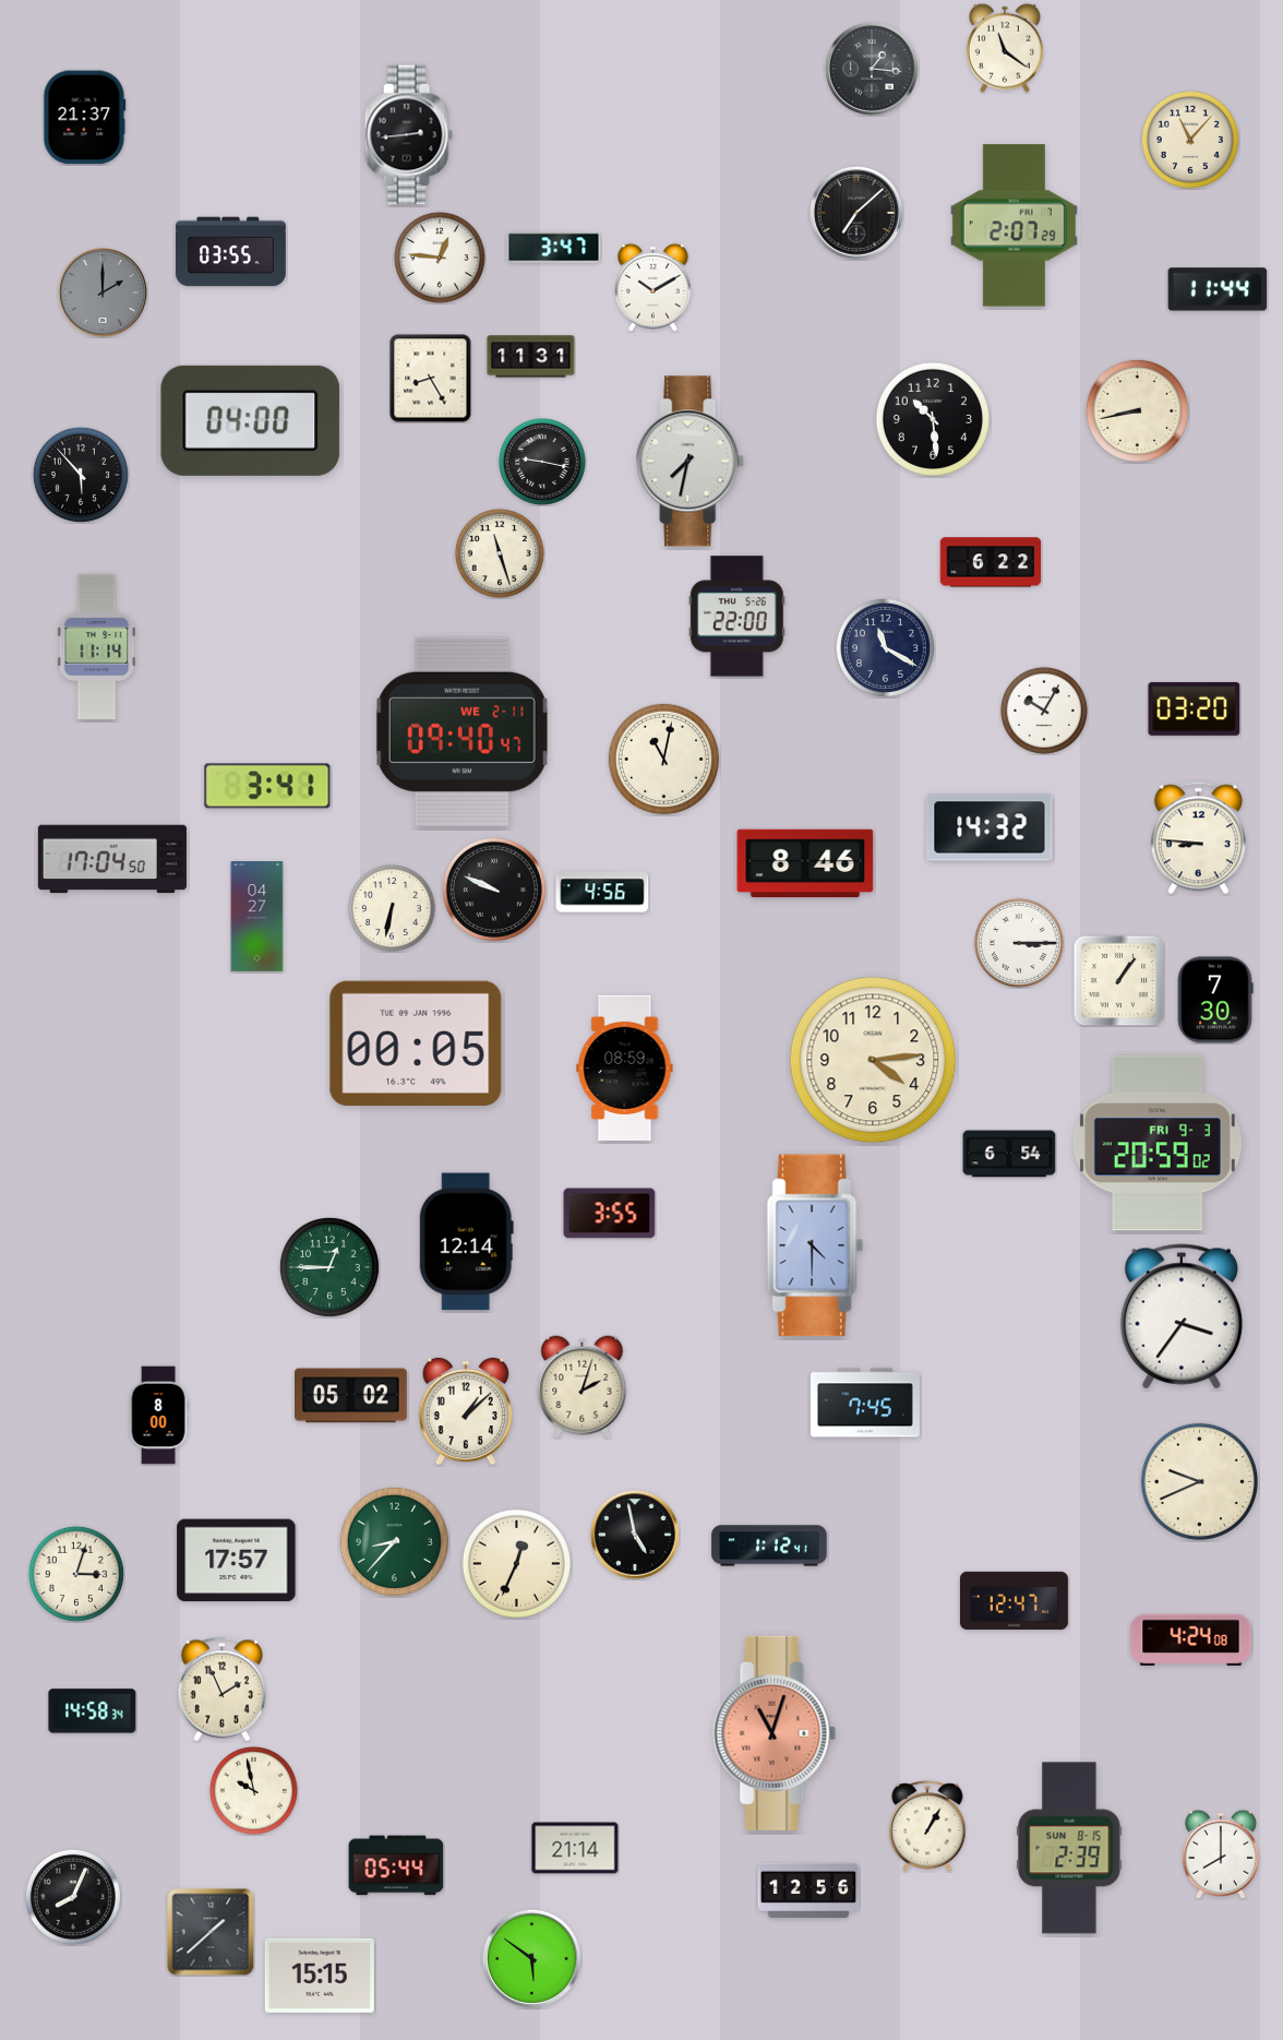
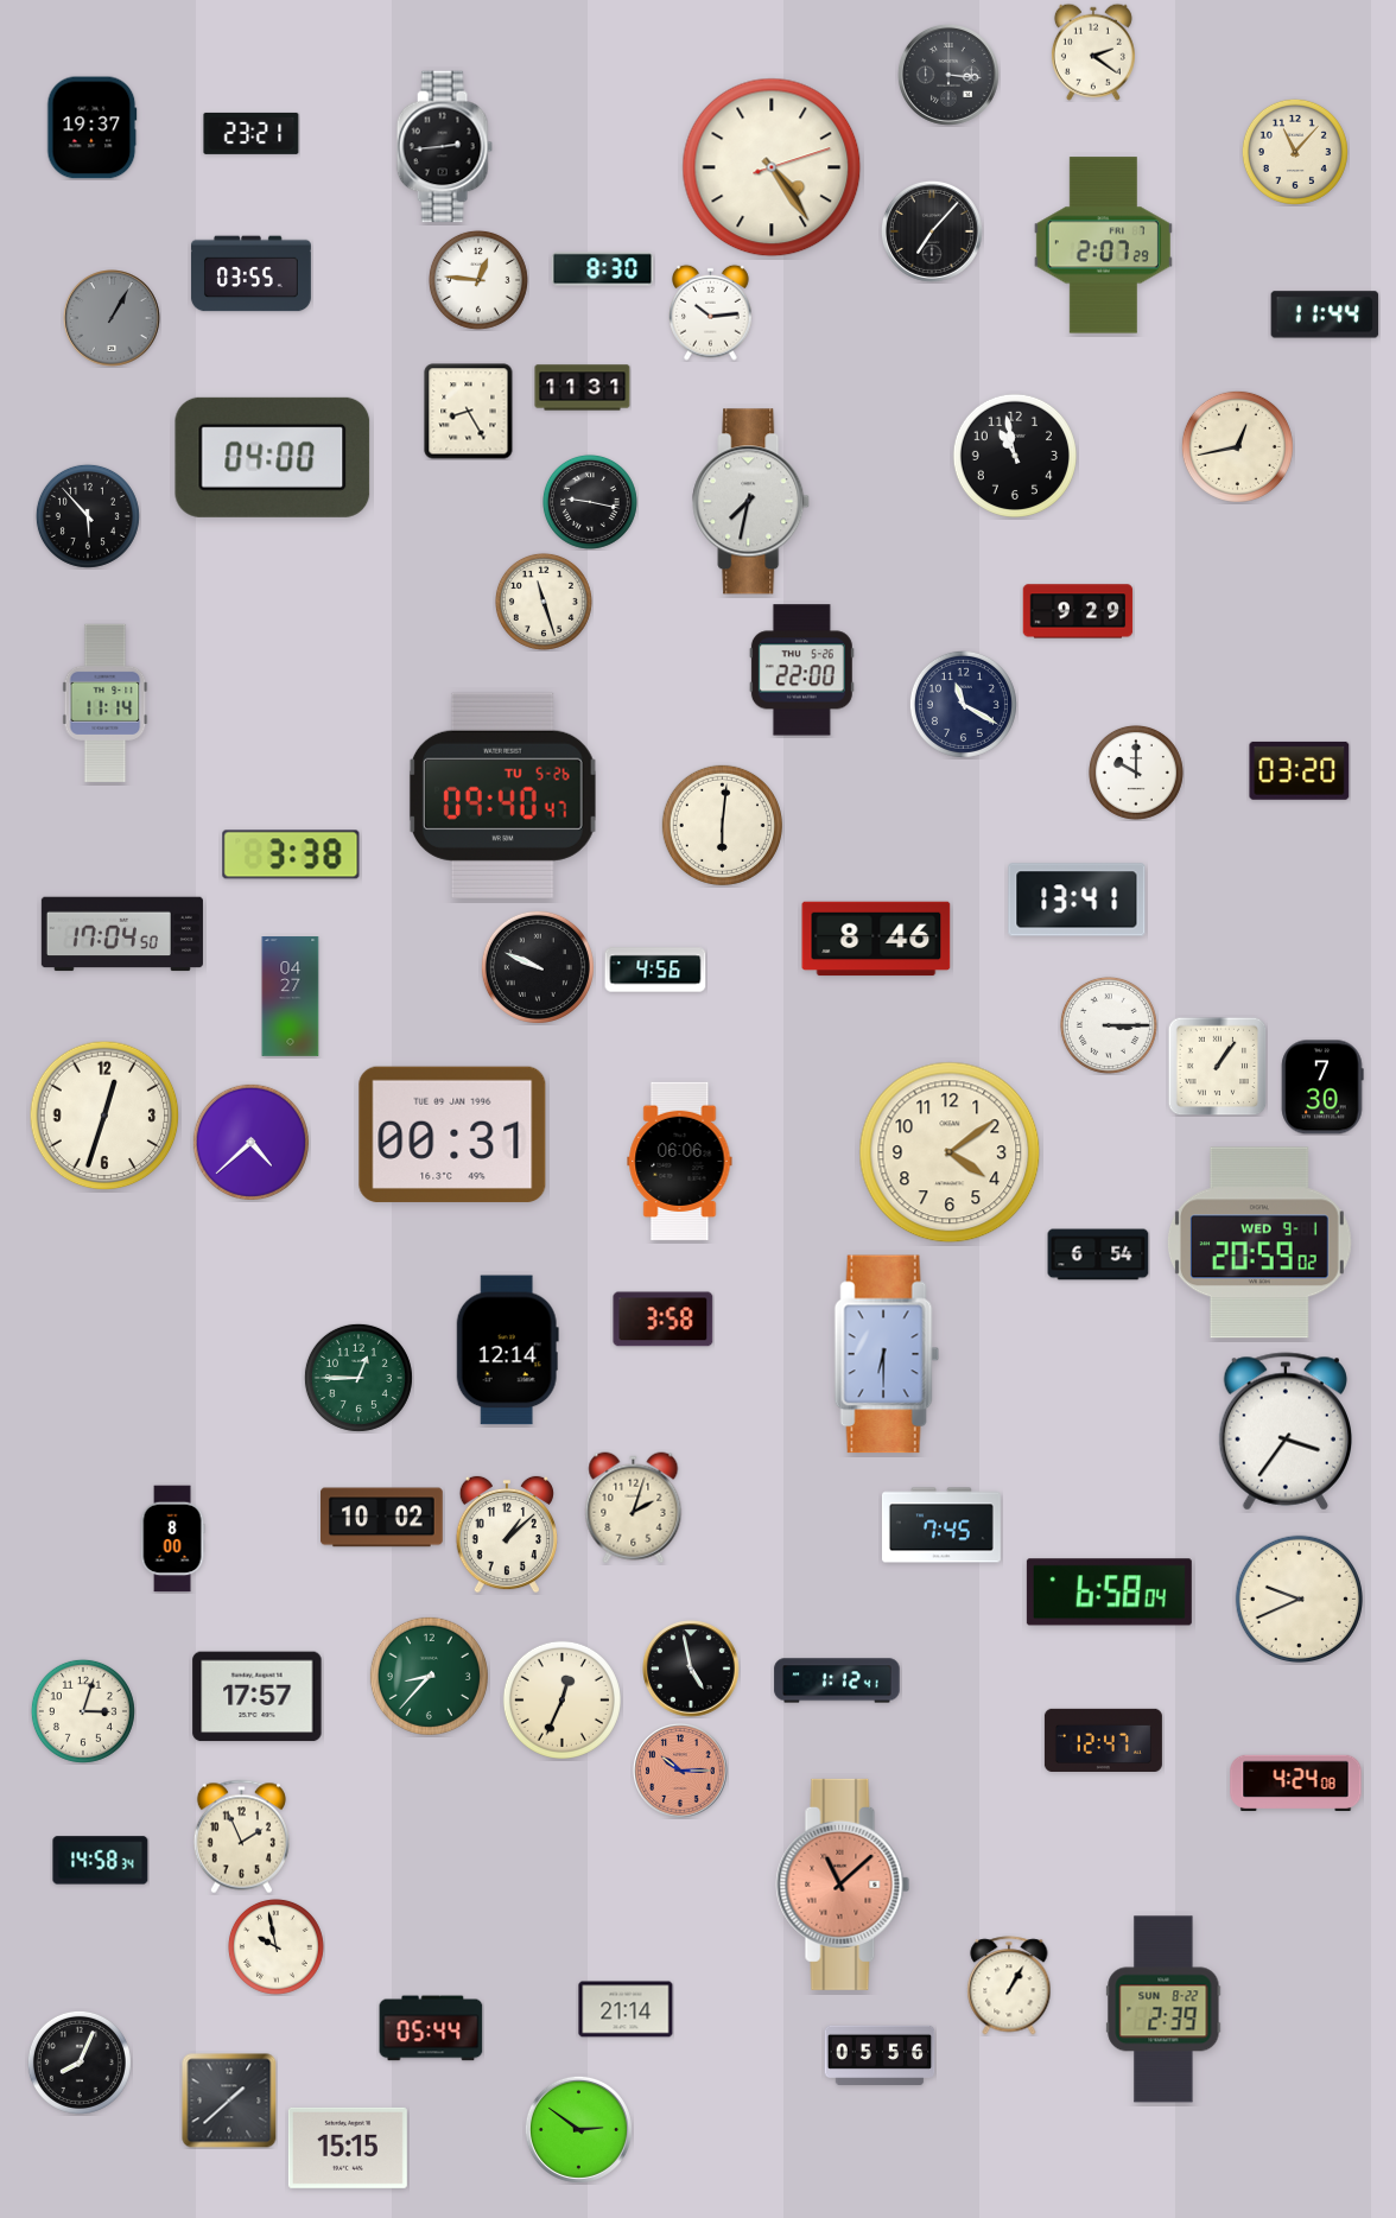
clock at (1005, 48): 11:21 -> 2:21
clock at (872, 69): 1:16 -> 3:16
clock at (85, 118): 21:37 -> 19:37
clock at (252, 133): none -> 23:21
clock at (772, 167): none -> 4:24
clock at (856, 213): 7:08 -> 7:07
clock at (554, 248): 3:47 -> 8:30
clock at (654, 287): 10:10 -> 10:14
clock at (103, 293): 2:00 -> 1:05
clock at (531, 357) position: (531, 357) -> (583, 388)
clock at (1137, 410): 8:43 -> 12:43
clock at (933, 419): 10:29 -> 10:58
clock at (991, 562): 6:22 -> 9:29
clock at (1044, 711): 10:05 -> 10:00
clock at (461, 731) date: WE 2-11 -> TU 5-26
clock at (663, 759): 11:02 -> 6:01
clock at (267, 786): 3:41 -> 3:38
clock at (990, 827): 14:32 -> 13:41
clock at (1198, 838): 8:46 -> none
clock at (392, 908): 6:32 -> none
clock at (257, 917) position: (257, 917) -> (291, 997)
clock at (104, 1116): none -> 12:33
clock at (416, 1042): 00:05 -> 00:31
clock at (250, 1142): none -> 4:38
clock at (873, 1060): 4:14 -> 4:09
clock at (625, 1067): 08:59 -> 06:06
clock at (1158, 1143) date: FRI 9-3 -> WED 9-1
clock at (610, 1214): 3:55 -> 3:58
clock at (815, 1245): 4:30 -> 6:30
clock at (351, 1396): 05:02 -> 10:02
clock at (1109, 1593): none -> 6:58
clock at (1199, 1481) position: (1199, 1481) -> (1299, 1599)
clock at (680, 1771): none -> 10:15
clock at (775, 1733): 11:03 -> 11:08
clock at (1069, 1848) date: SUN 8-15 -> SUN 8-22
clock at (1221, 1854): 8:00 -> none
clock at (808, 1889): 12:56 -> 05:56
clock at (531, 1958): 5:51 -> 2:51
